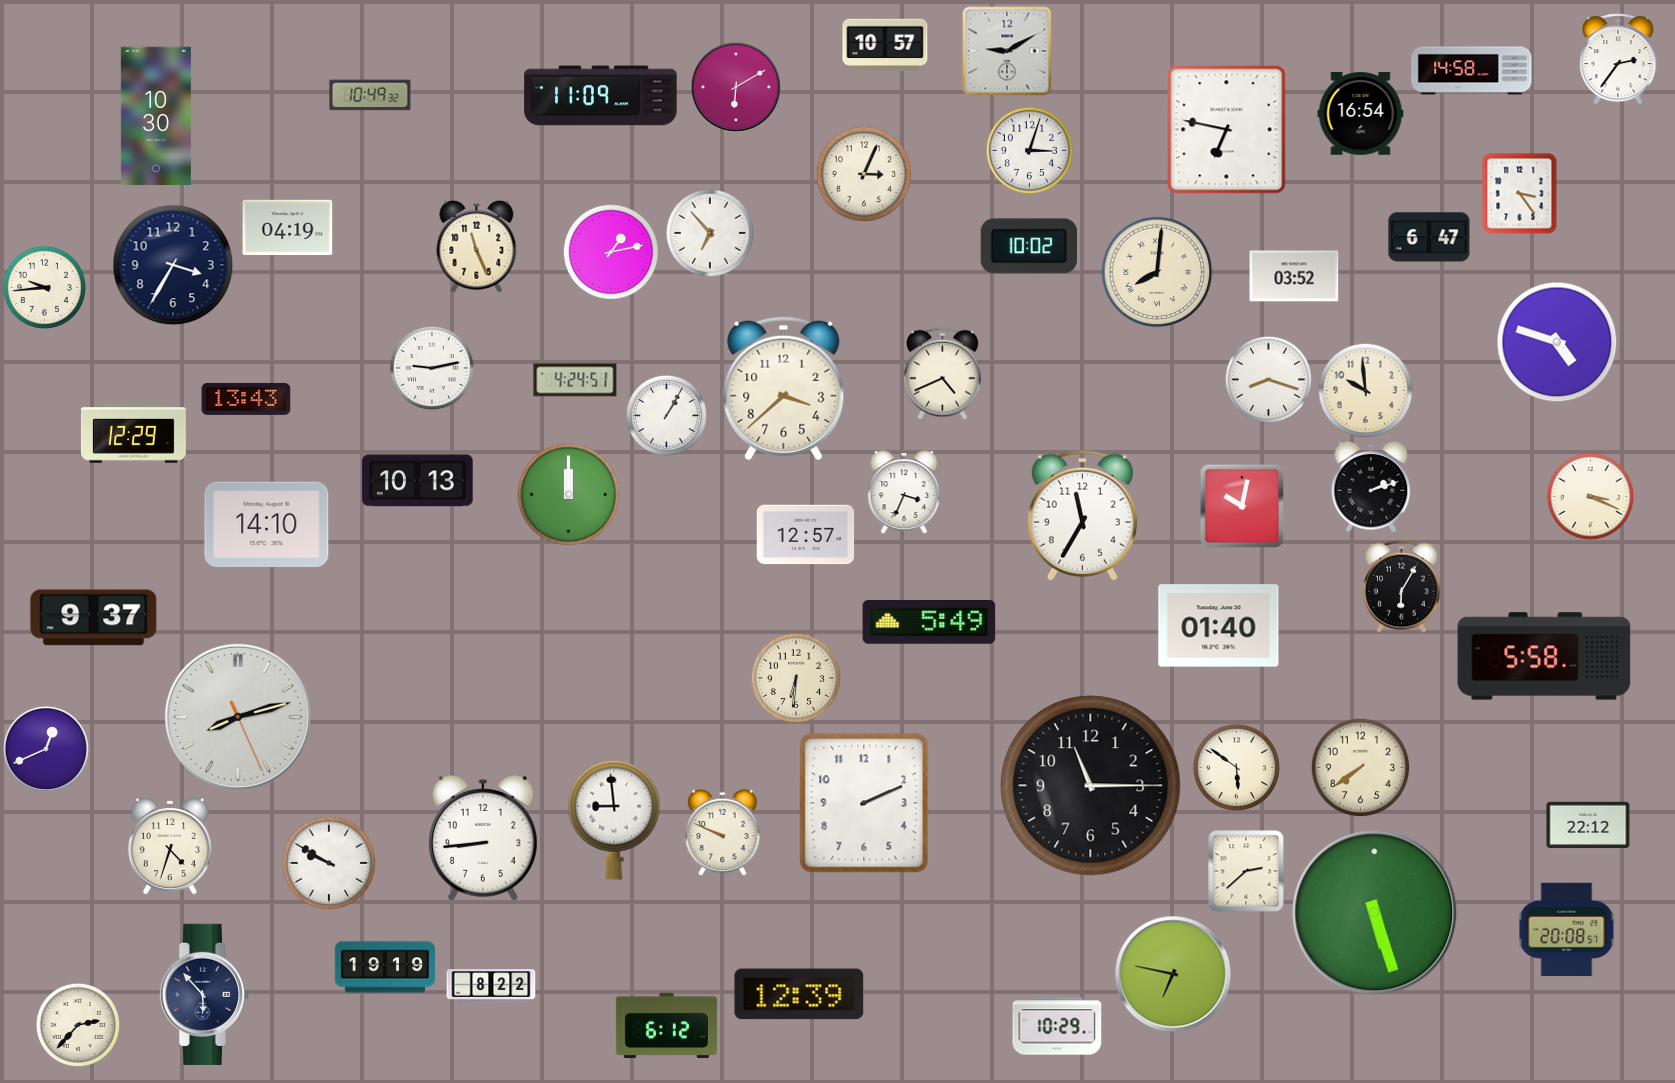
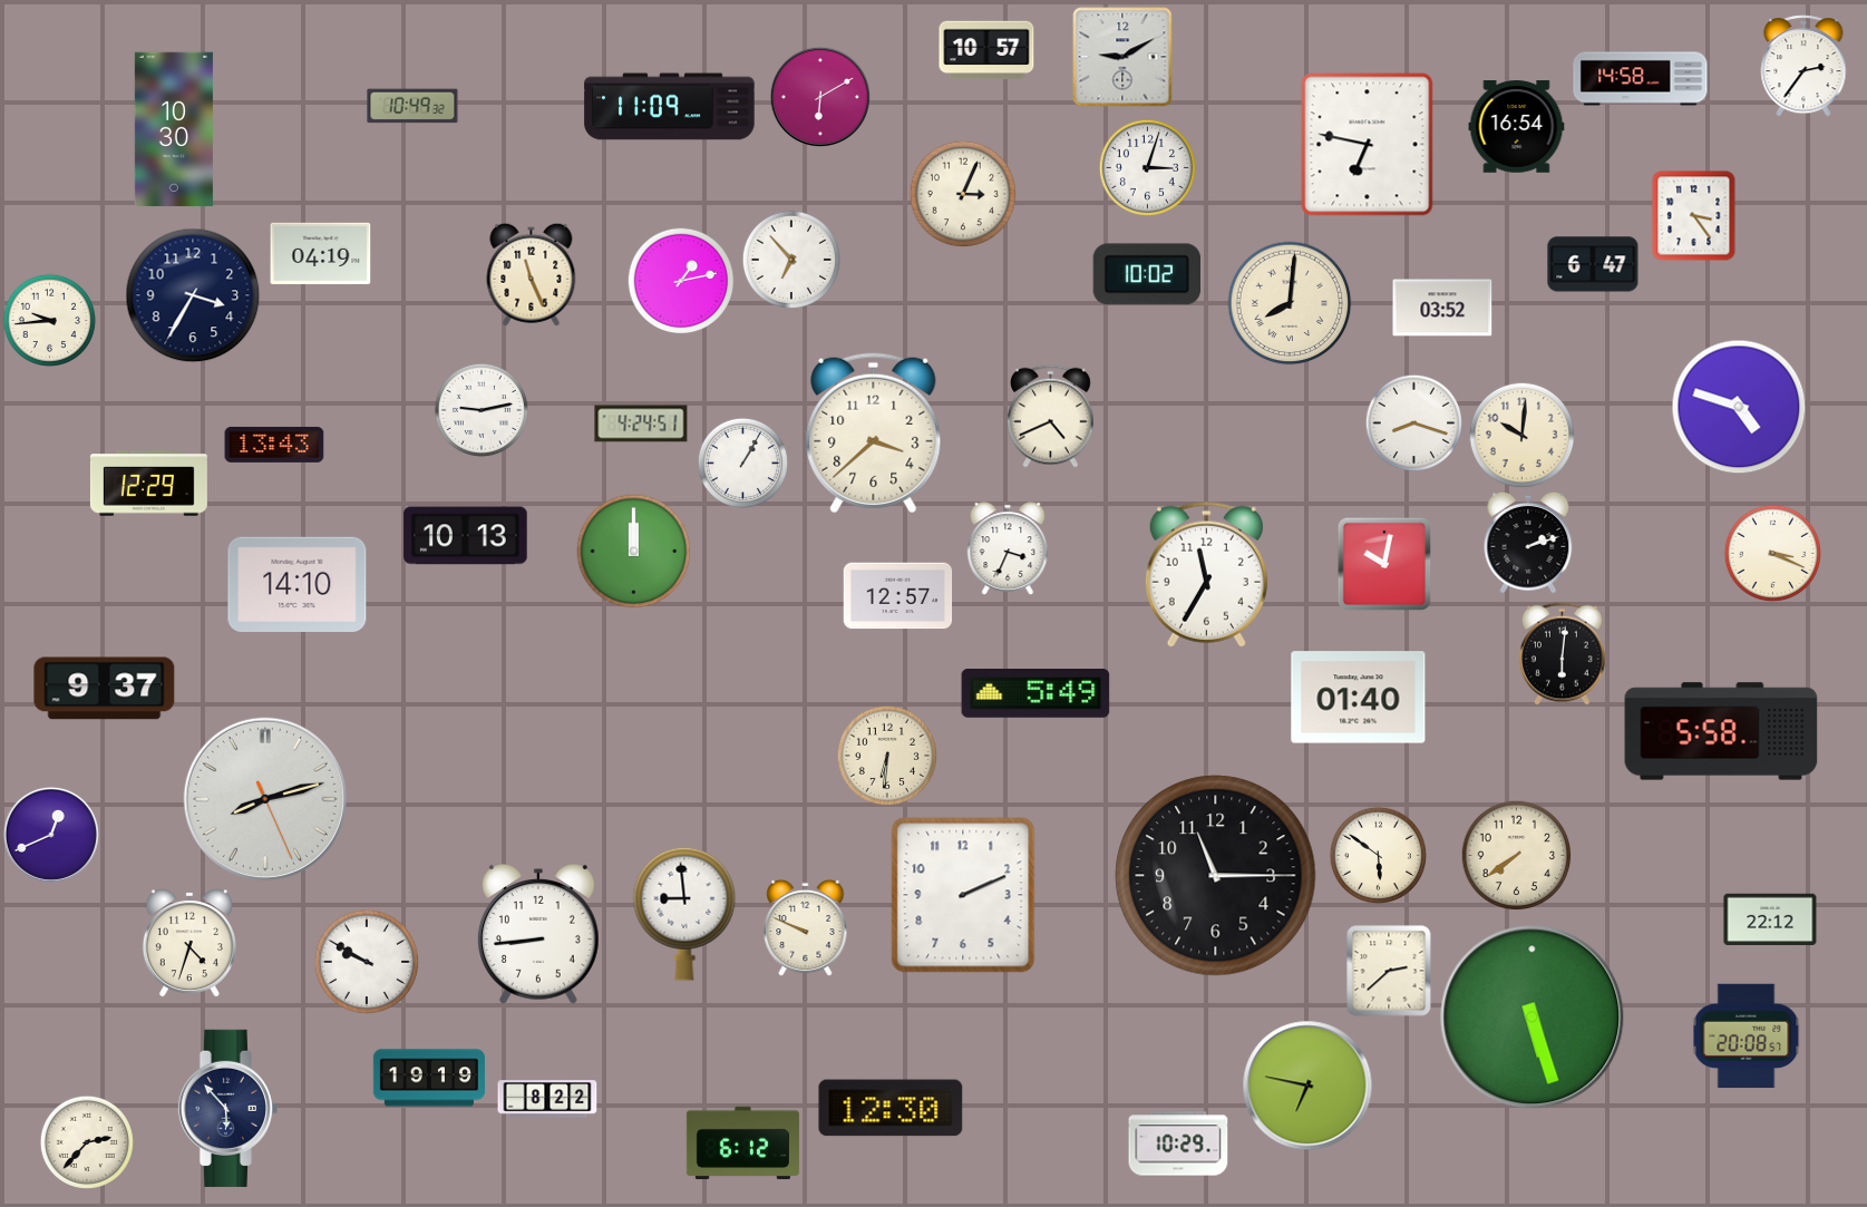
clock at (1557, 342) position: (1557, 342) -> (1739, 407)
clock at (1365, 390): 9:59 -> 10:01
clock at (1402, 586): 6:05 -> 6:01
clock at (799, 994): 12:39 -> 12:30
